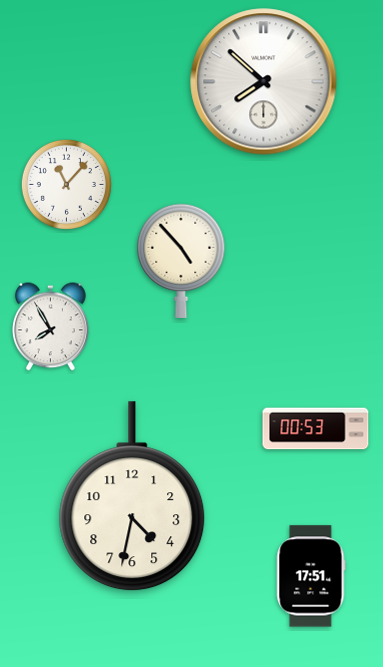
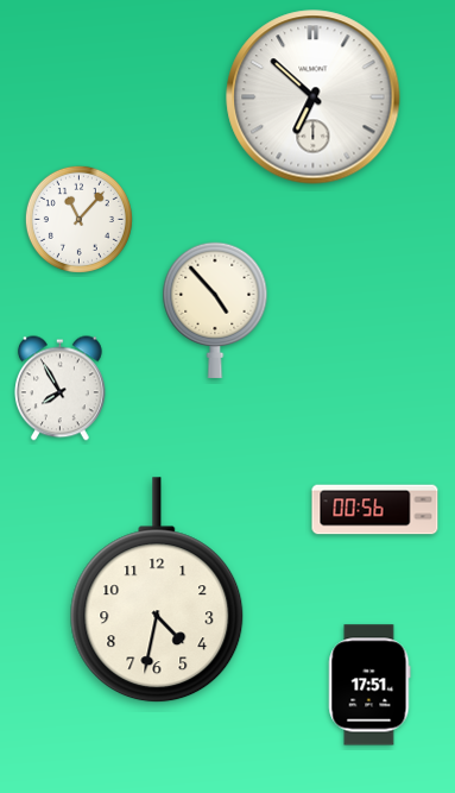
clock at (264, 82): 7:52 -> 6:52
clock at (316, 429): 00:53 -> 00:56
